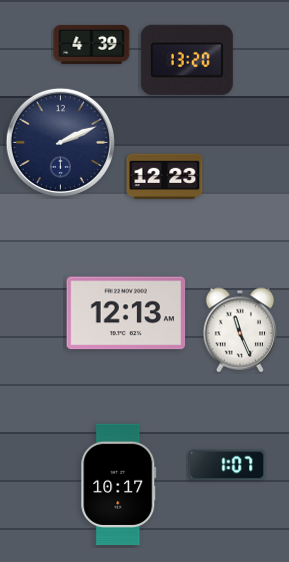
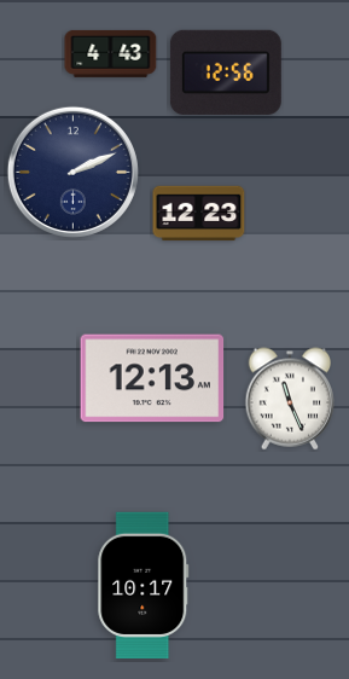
clock at (92, 44): 4:39 -> 4:43
clock at (187, 60): 13:20 -> 12:56
clock at (227, 465): 1:07 -> none
